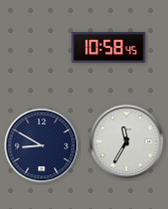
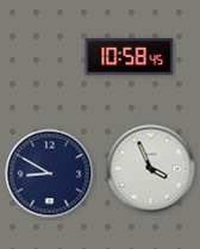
clock at (127, 142): 11:35 -> 3:56
